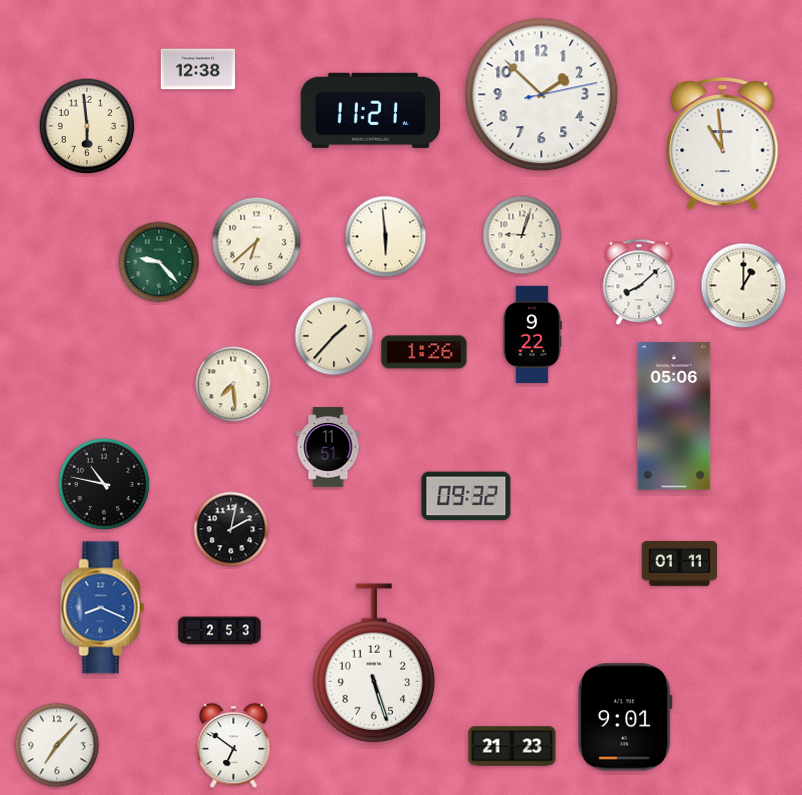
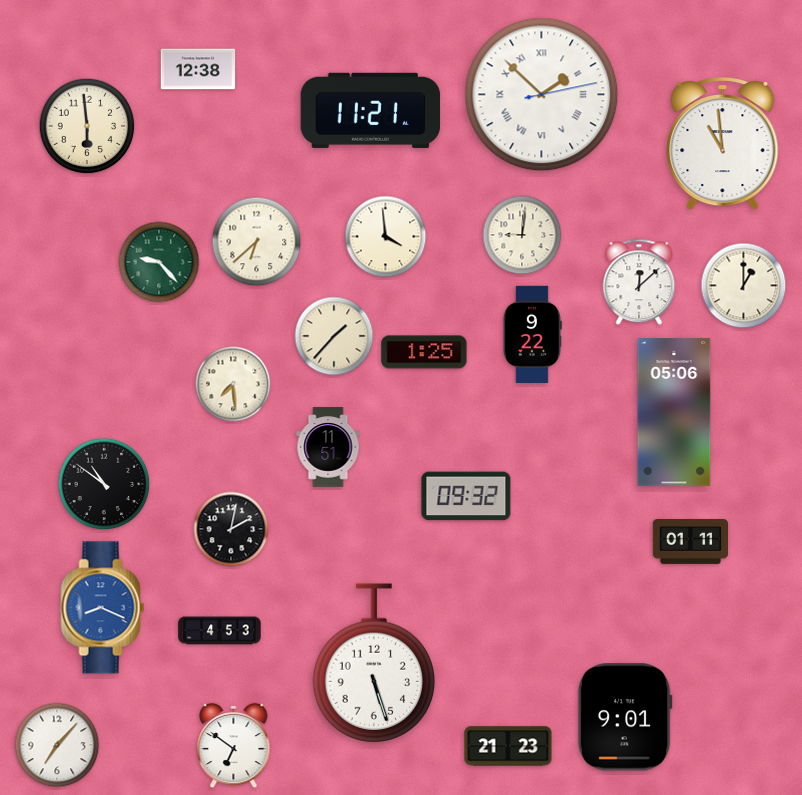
clock at (542, 95) numerals: Arabic -> Roman
clock at (522, 235): 9:03 -> 9:01
clock at (386, 237): 5:59 -> 3:59
clock at (639, 282): 8:08 -> 12:08
clock at (424, 352): 1:26 -> 1:25
clock at (674, 416) position: (674, 416) -> (674, 412)
clock at (104, 484): 10:47 -> 10:51
clock at (679, 564) position: (679, 564) -> (690, 542)
clock at (220, 631): 2:53 -> 4:53
clock at (512, 746) position: (512, 746) -> (508, 746)
